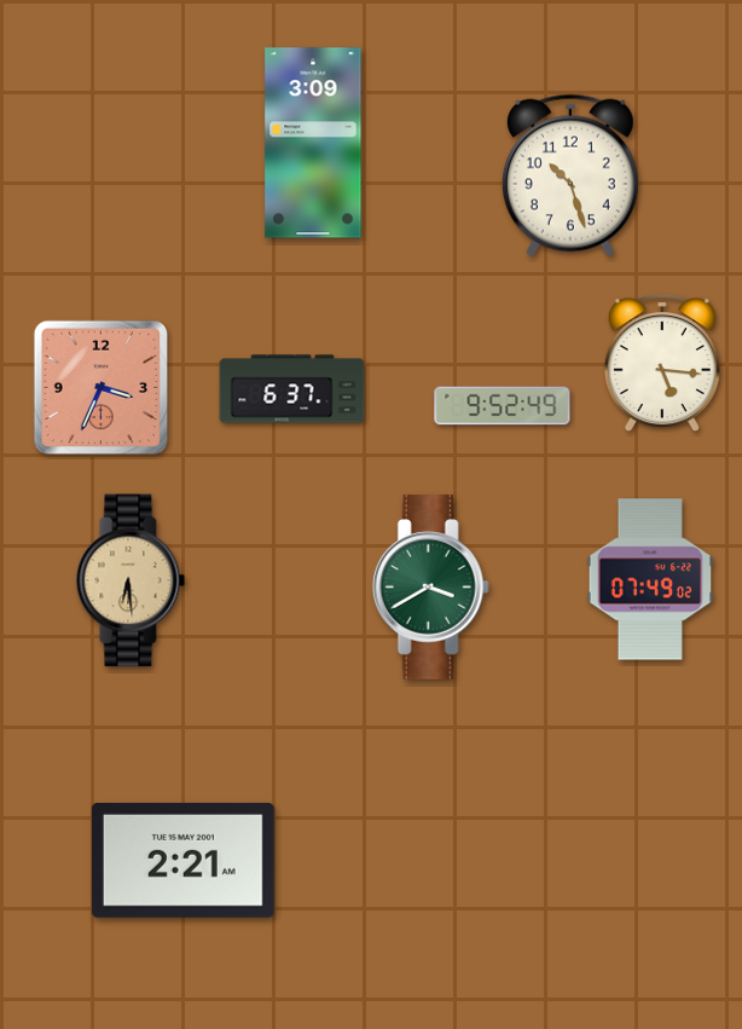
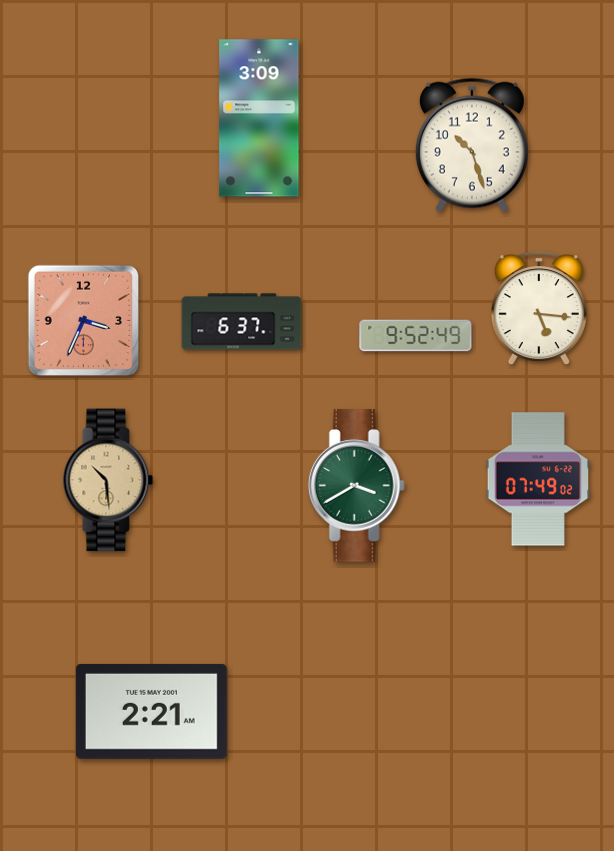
clock at (662, 364) position: (662, 364) -> (539, 309)
clock at (131, 580): 6:29 -> 10:29
